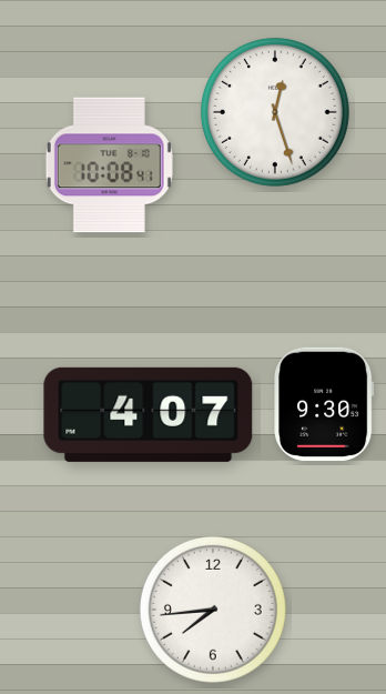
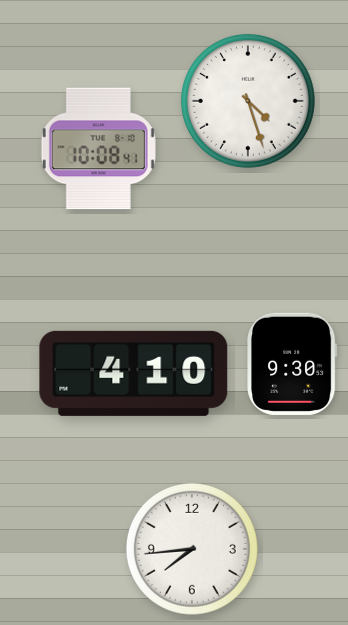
clock at (275, 112): 12:27 -> 4:27
clock at (149, 414): 4:07 -> 4:10
